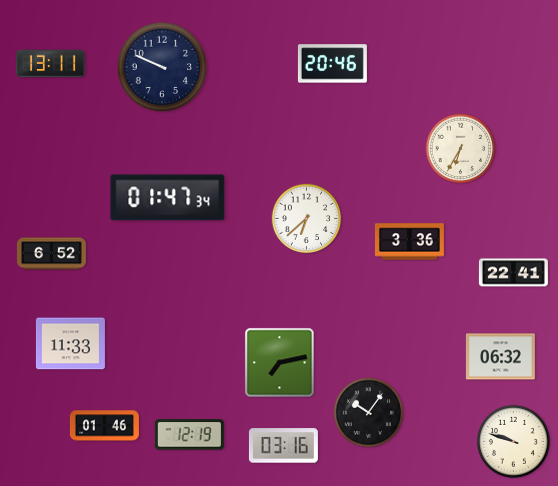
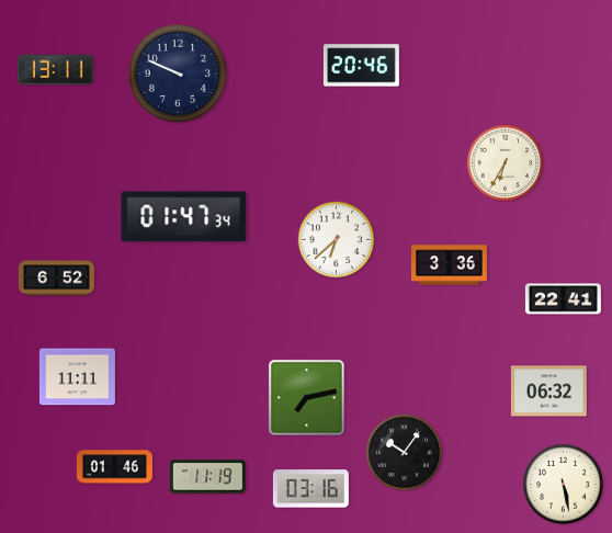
clock at (332, 64) position: (332, 64) -> (361, 66)
clock at (70, 344): 11:33 -> 11:11
clock at (189, 435): 12:19 -> 11:19
clock at (513, 441): 9:48 -> 5:28
